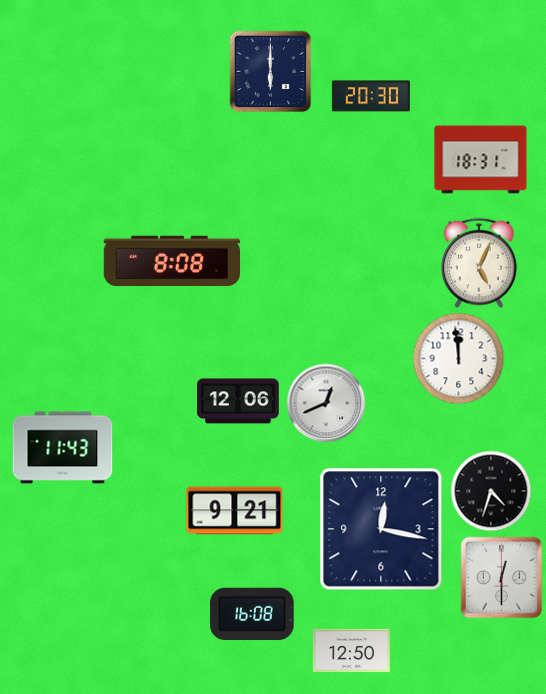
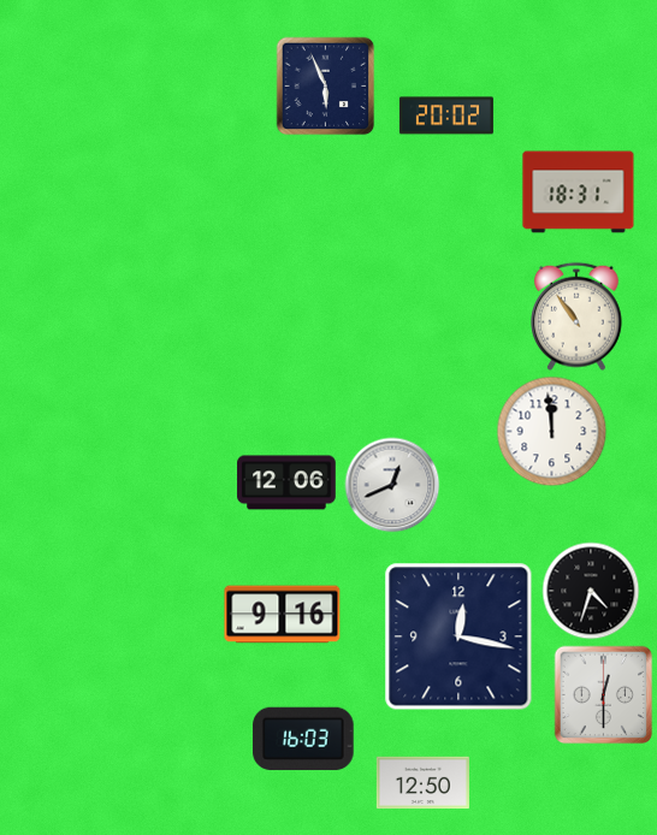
clock at (271, 72): 6:00 -> 5:56
clock at (371, 96): 20:30 -> 20:02
clock at (172, 261): 8:08 -> none
clock at (480, 263): 5:04 -> 10:54
clock at (63, 448): 11:43 -> none
clock at (235, 511): 9:21 -> 9:16
clock at (252, 614): 16:08 -> 16:03
